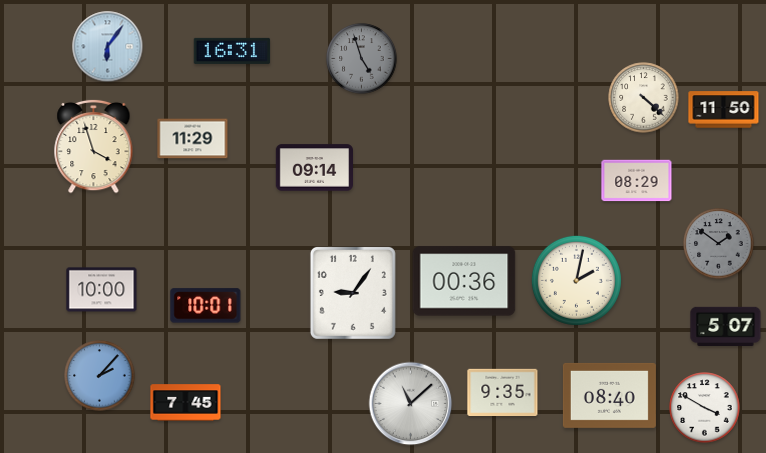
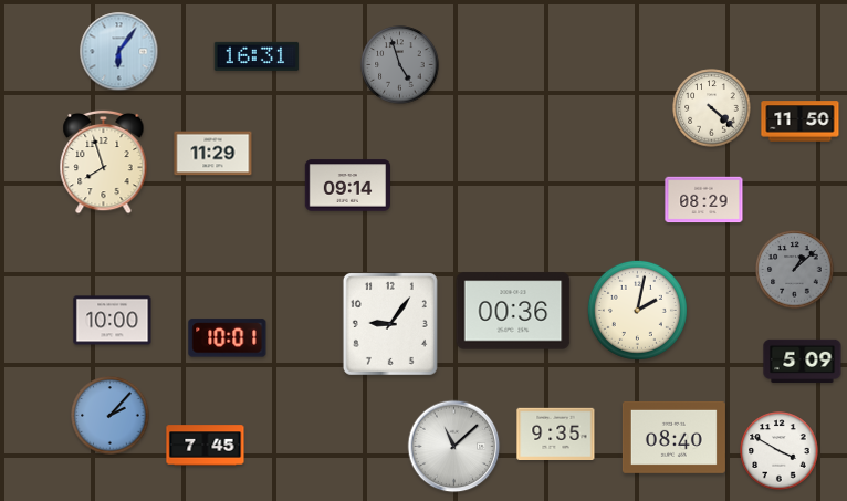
clock at (94, 146): 3:57 -> 7:57
clock at (719, 244): 1:51 -> 1:08
clock at (726, 326): 5:07 -> 5:09
